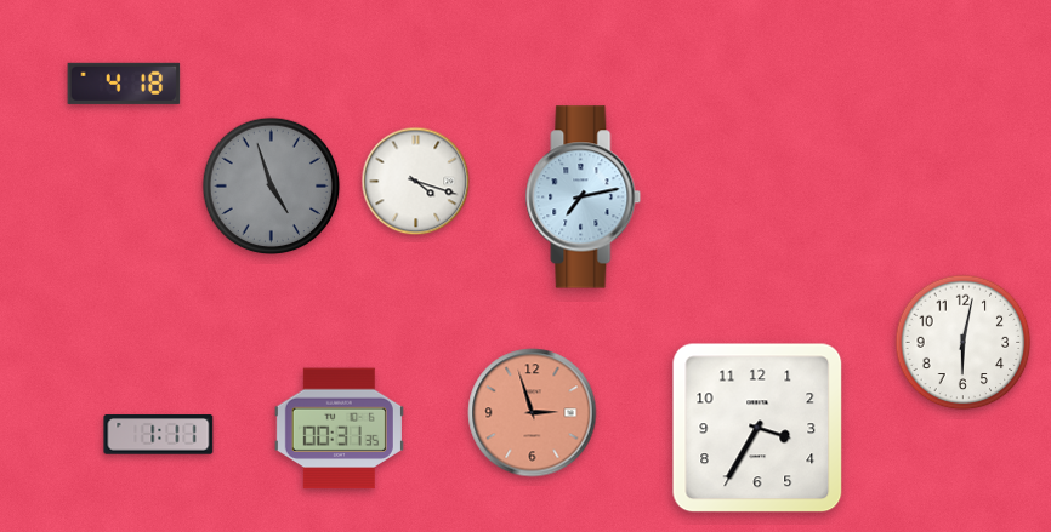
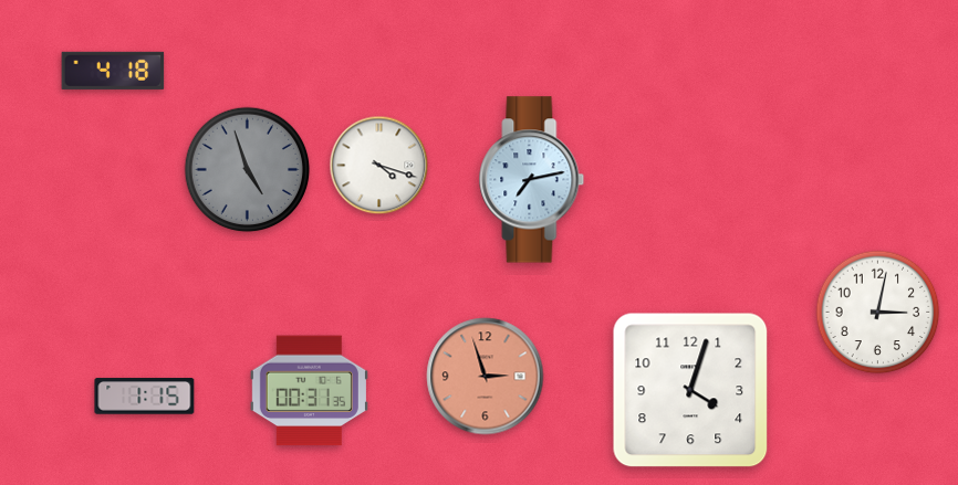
clock at (124, 84) position: (124, 84) -> (113, 71)
clock at (964, 343): 6:02 -> 3:02
clock at (757, 428): 3:35 -> 4:03
clock at (159, 435): 1:11 -> 1:15
